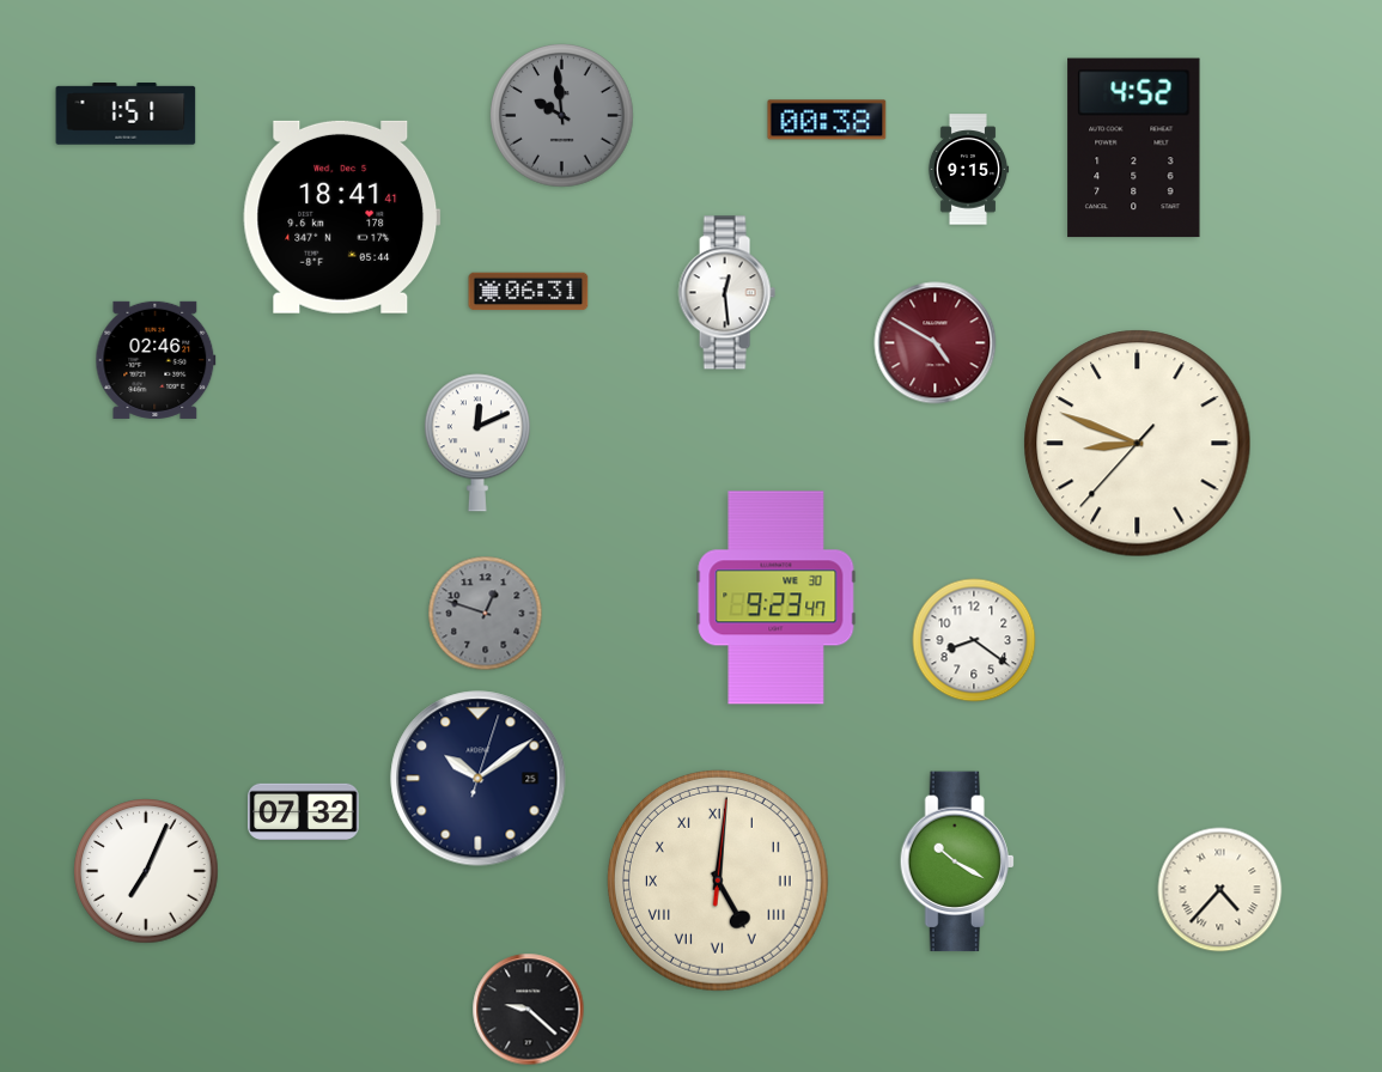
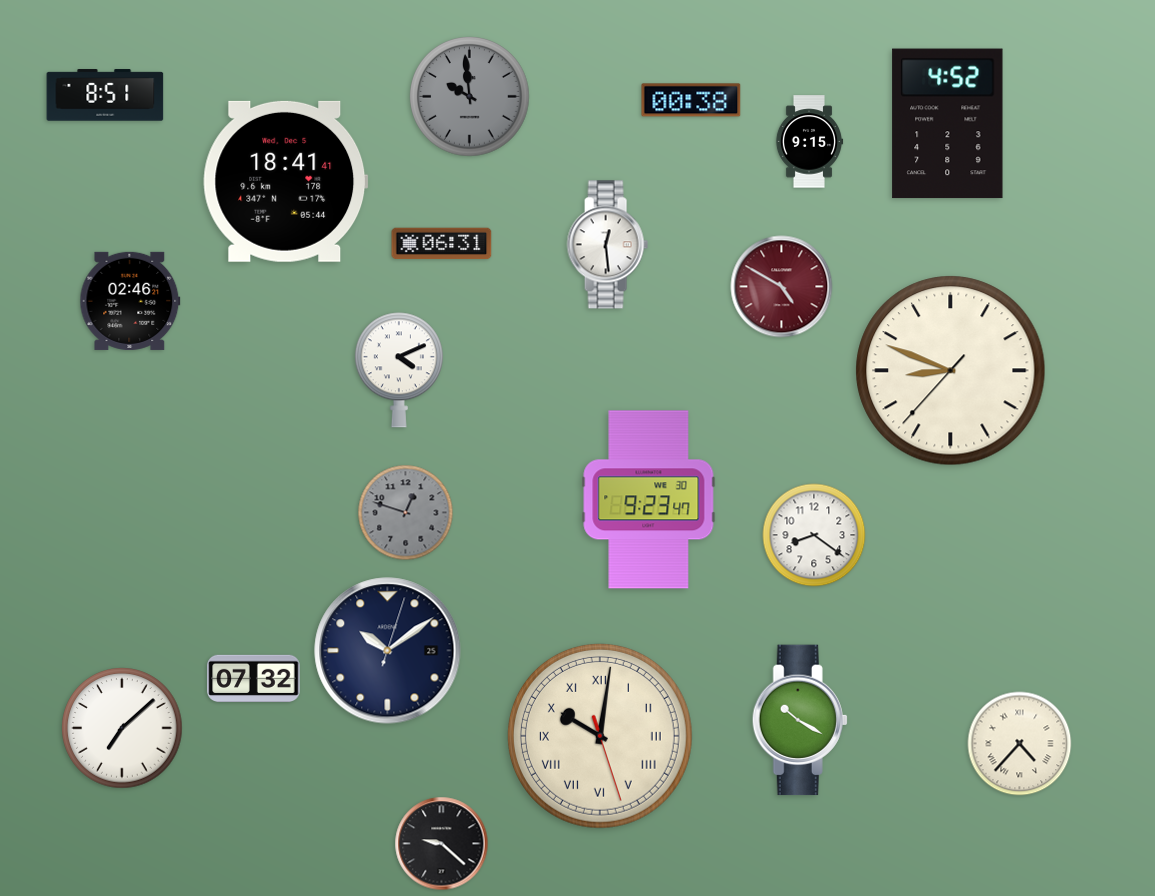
clock at (126, 114): 1:51 -> 8:51
clock at (477, 443): 12:11 -> 4:11
clock at (479, 779) position: (479, 779) -> (388, 651)
clock at (146, 871): 7:04 -> 7:08
clock at (718, 881): 5:01 -> 10:01
